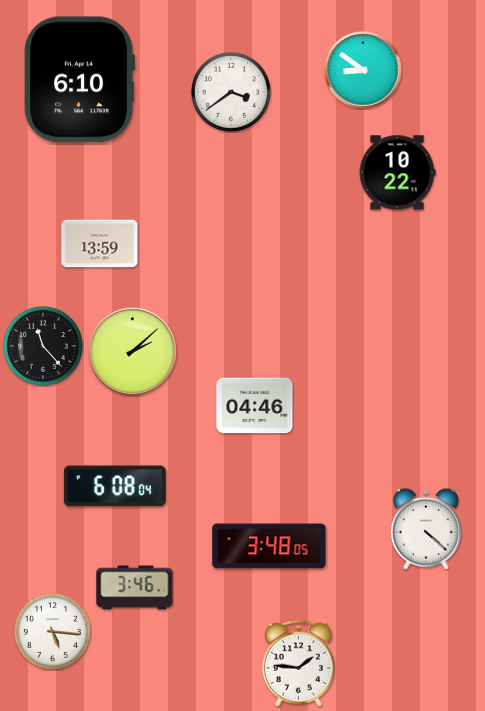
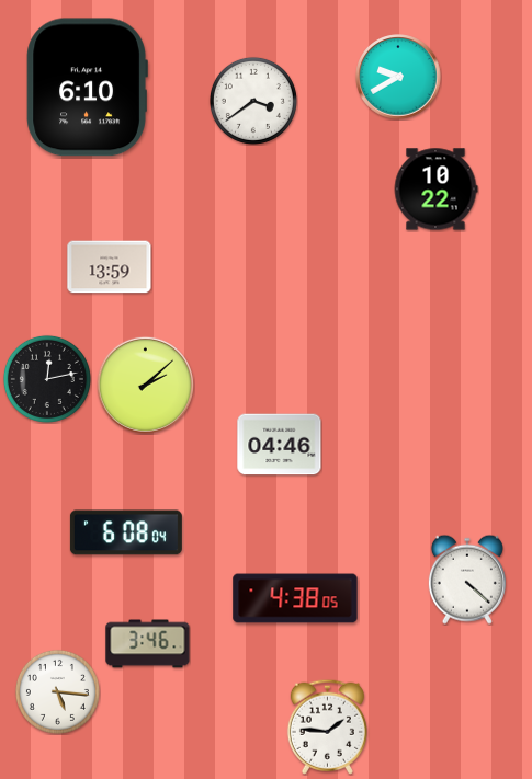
clock at (363, 70): 8:51 -> 9:40
clock at (43, 346): 11:23 -> 12:13
clock at (269, 546): 3:48 -> 4:38
